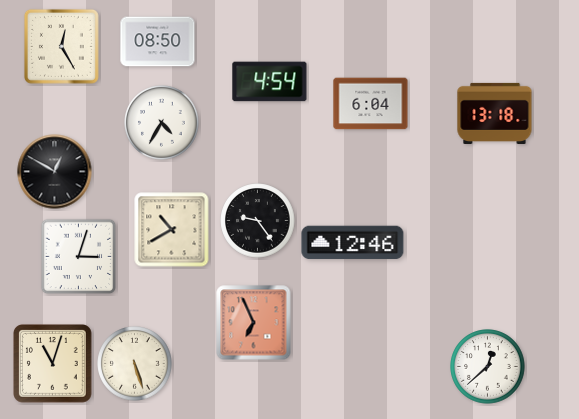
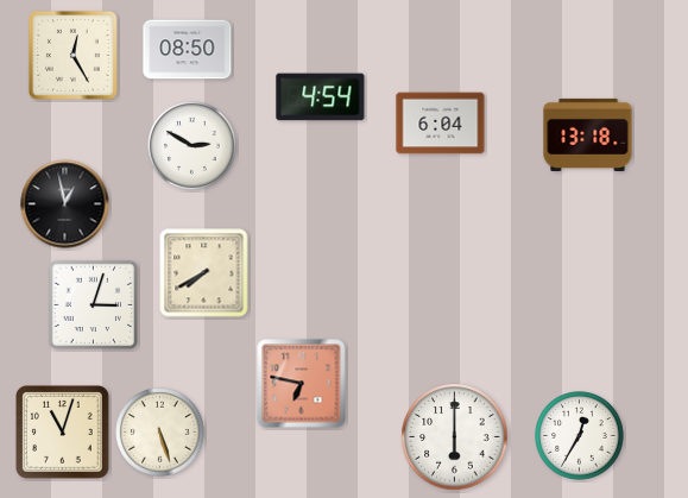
clock at (162, 123): 4:35 -> 2:50
clock at (55, 172): 12:50 -> 12:58
clock at (258, 221): 9:24 -> none
clock at (172, 230): 10:40 -> 7:40
clock at (353, 243): 12:46 -> none
clock at (254, 323): 6:56 -> 6:47
clock at (488, 367): 12:38 -> 12:35
clock at (455, 437): none -> 6:00
